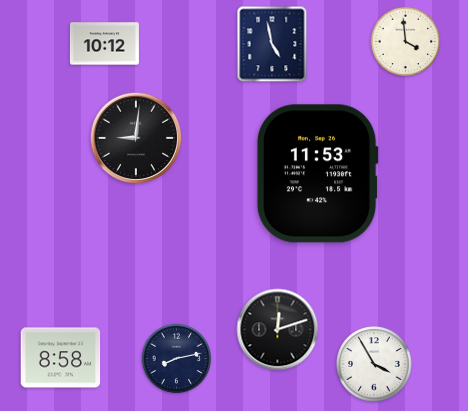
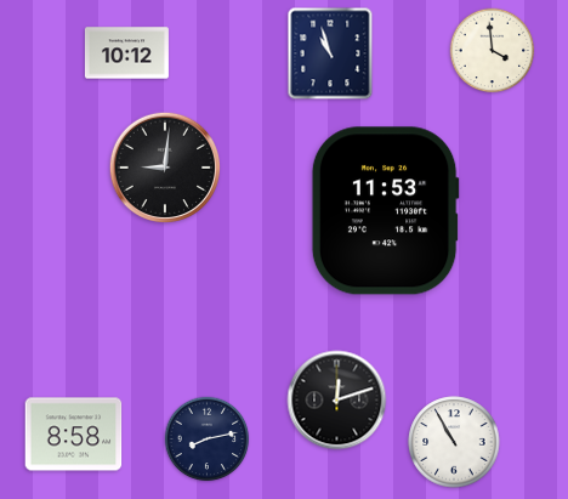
clock at (272, 44): 4:58 -> 10:57
clock at (177, 359) position: (177, 359) -> (208, 440)
clock at (374, 364): 3:55 -> 10:55
